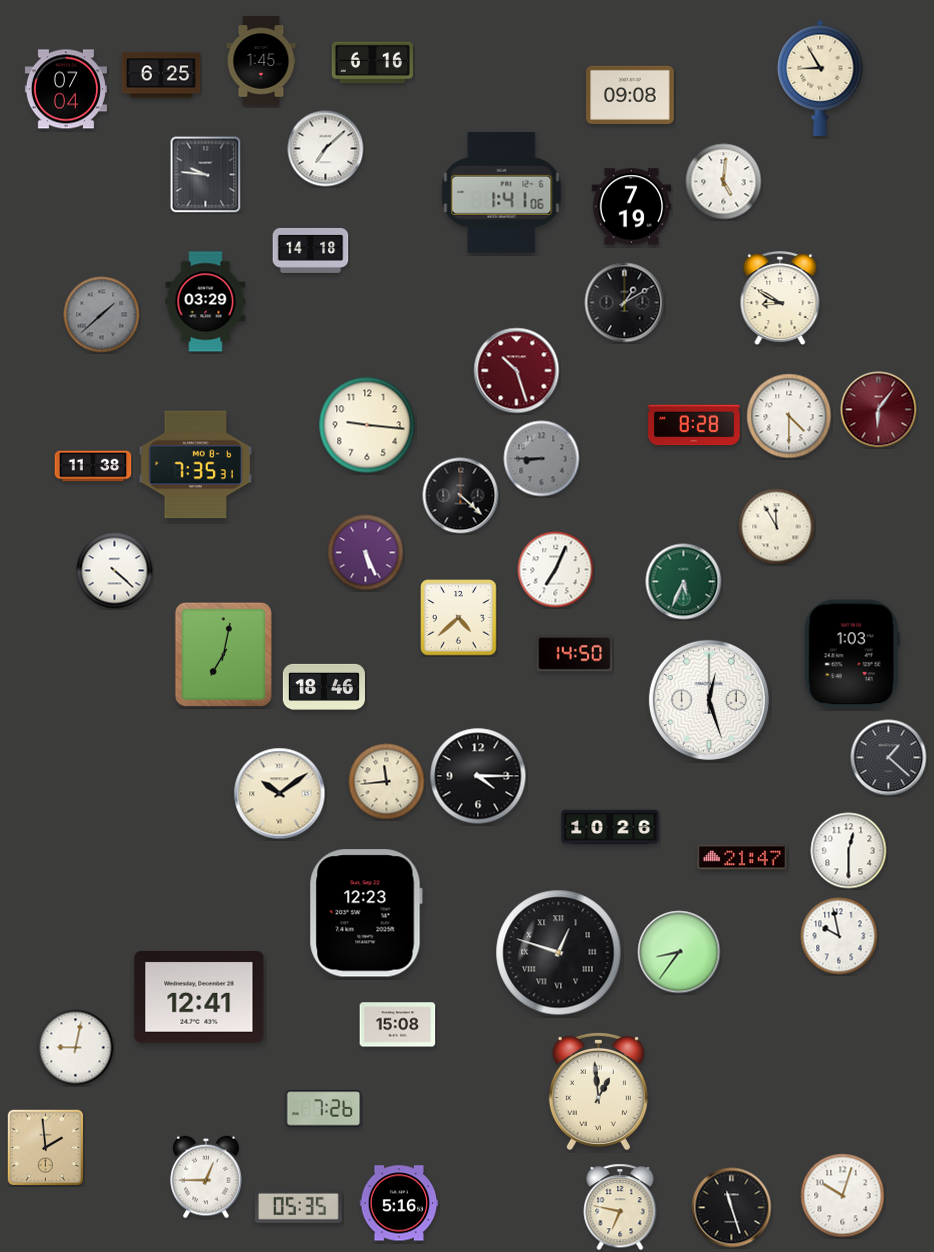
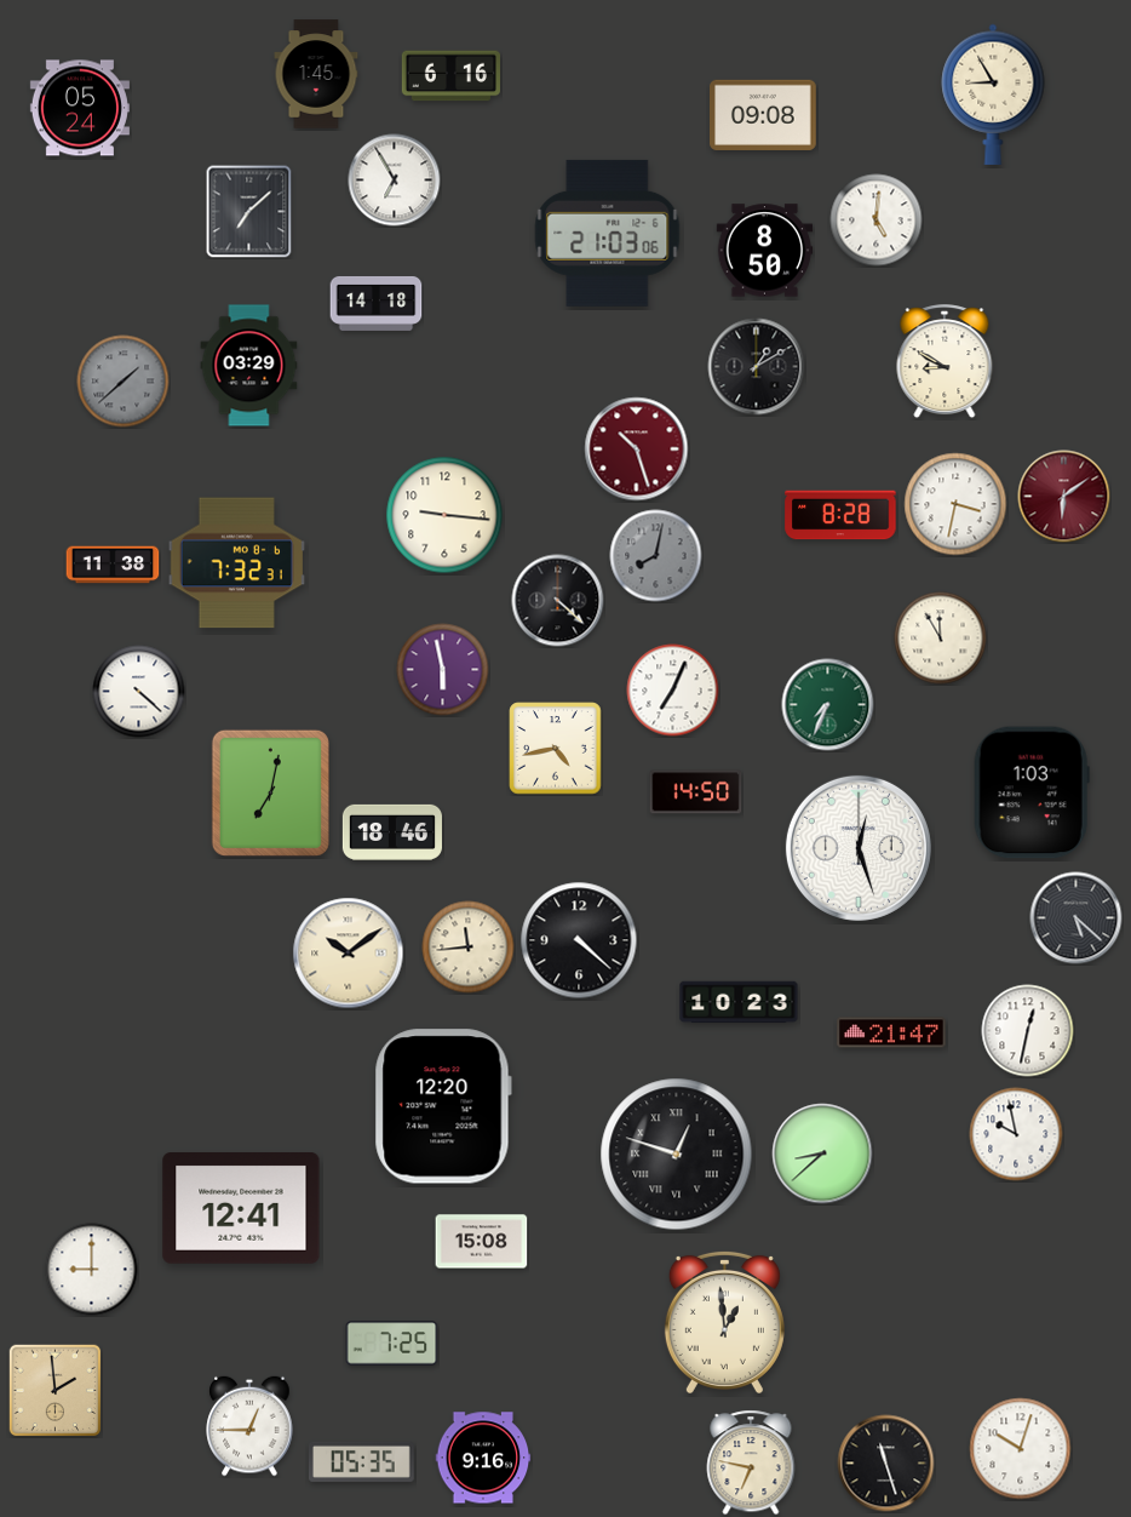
clock at (161, 75): 6:25 -> none
clock at (66, 89): 07:04 -> 05:24
clock at (326, 149): 7:08 -> 6:55
clock at (206, 175): 9:46 -> 7:08
clock at (502, 192): 1:41 -> 21:03
clock at (632, 207): 7:19 -> 8:50
clock at (517, 371) position: (517, 371) -> (637, 450)
clock at (879, 410): 6:06 -> 6:09
clock at (789, 416): 4:30 -> 3:32
clock at (542, 459): 8:45 -> 8:02
clock at (195, 465): 7:35 -> 7:32
clock at (366, 553): 5:26 -> 5:58
clock at (684, 582): 5:34 -> 7:34
clock at (459, 618): 4:38 -> 4:43
clock at (889, 758): 1:22 -> 5:22
clock at (478, 776): 4:15 -> 4:22
clock at (280, 794) position: (280, 794) -> (349, 954)
clock at (610, 827): 10:26 -> 10:23
clock at (849, 851): 12:30 -> 12:32
clock at (742, 857) position: (742, 857) -> (891, 1032)
clock at (366, 913): 12:23 -> 12:20
clock at (679, 952): 8:36 -> 8:38
clock at (76, 1048): 9:02 -> 9:00
clock at (324, 1109): 7:26 -> 7:25
clock at (399, 1203): 5:16 -> 9:16
